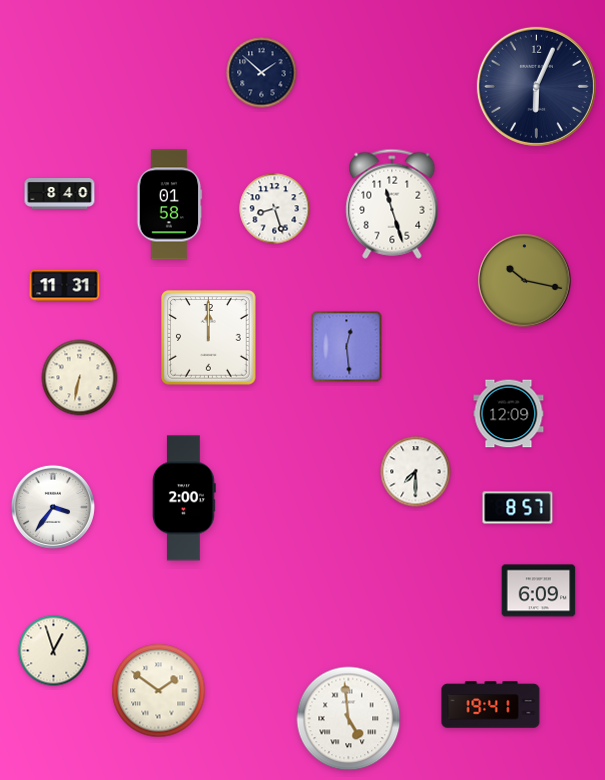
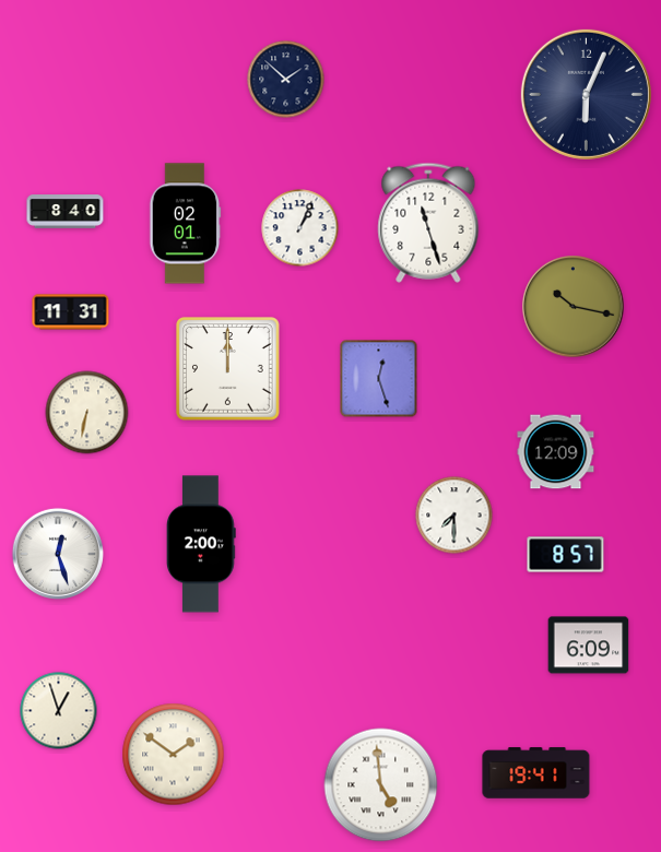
clock at (170, 205): 01:58 -> 02:01
clock at (275, 209): 8:27 -> 1:04
clock at (347, 347): 12:29 -> 12:27
clock at (53, 507): 3:36 -> 12:27
clock at (491, 705) position: (491, 705) -> (536, 773)
